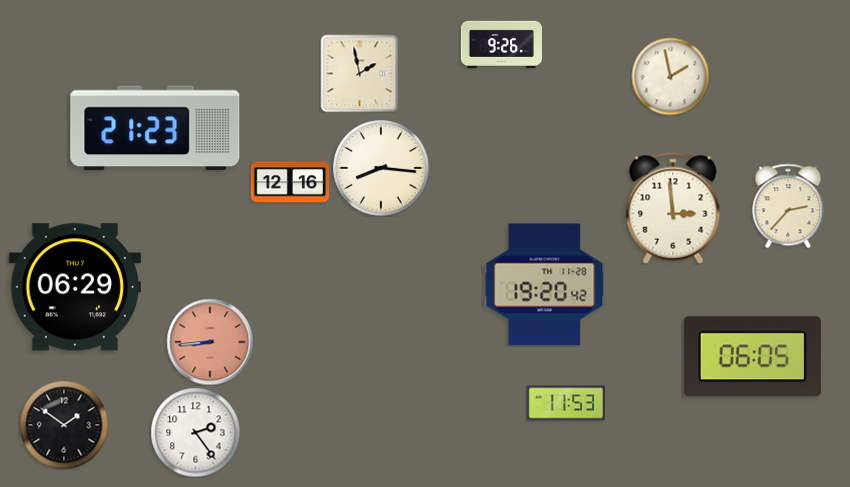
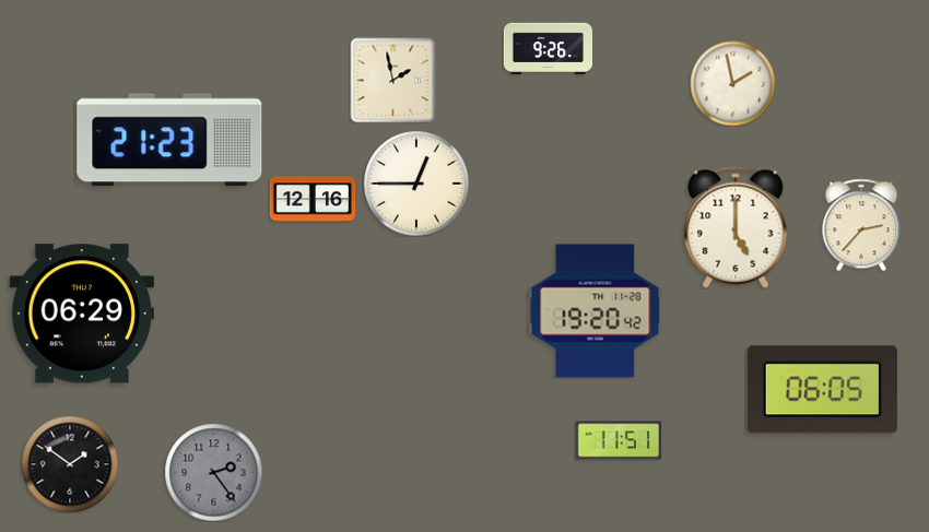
clock at (381, 168): 8:16 -> 12:45
clock at (290, 182) position: (290, 182) -> (313, 199)
clock at (673, 208): 2:59 -> 5:00
clock at (210, 342): 8:44 -> none
clock at (566, 403): 11:53 -> 11:51
clock at (195, 432) dial: white -> grey
